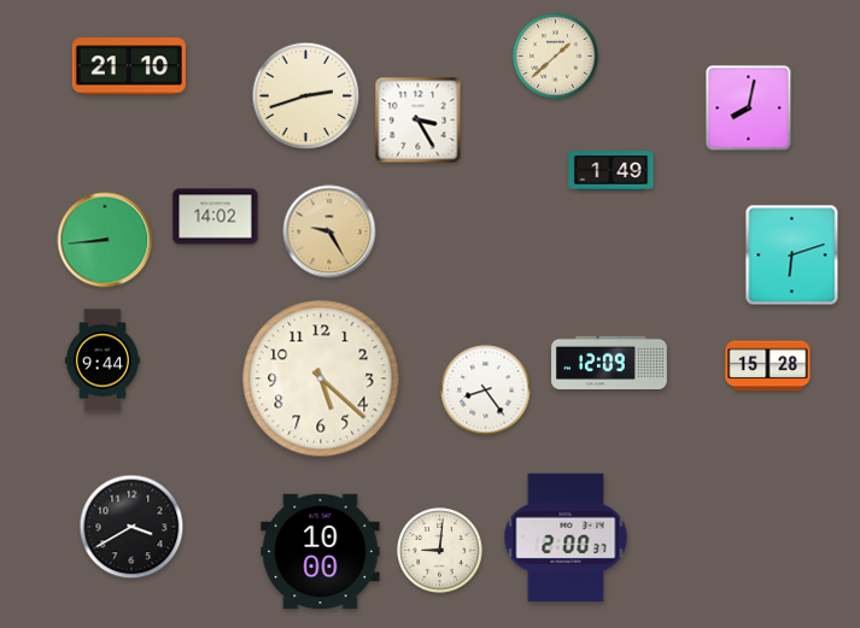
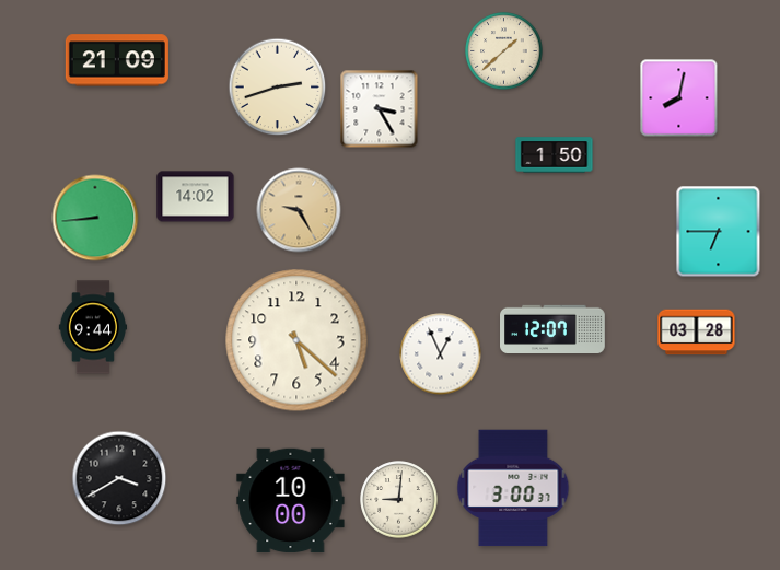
clock at (129, 66): 21:10 -> 21:09
clock at (612, 171): 1:49 -> 1:50
clock at (792, 256): 6:12 -> 6:45
clock at (610, 362): 12:09 -> 12:07
clock at (768, 366): 15:28 -> 03:28
clock at (321, 378) position: (321, 378) -> (296, 340)
clock at (486, 391): 8:24 -> 12:56
clock at (566, 538): 2:00 -> 3:00
